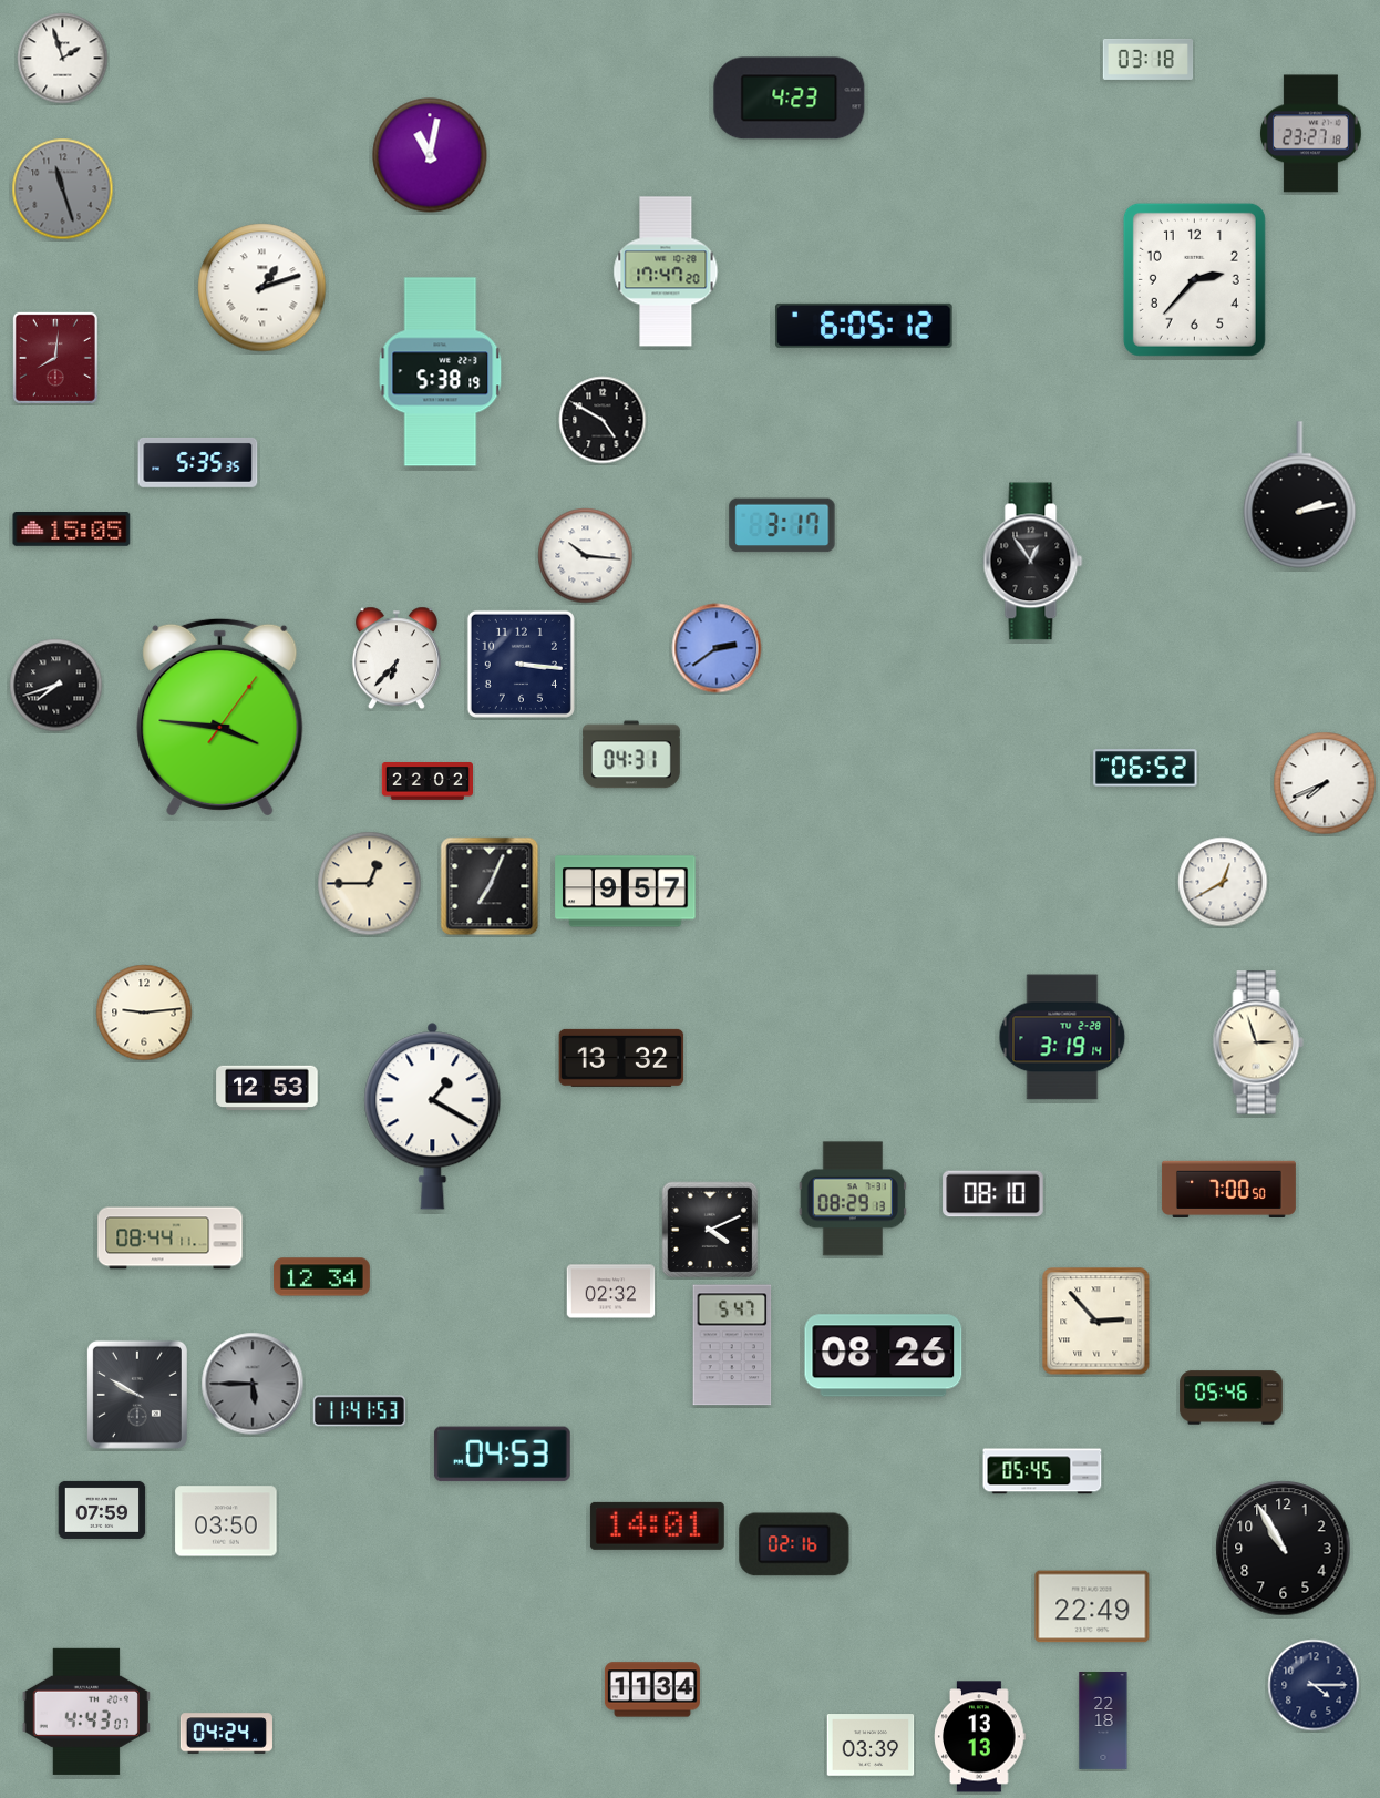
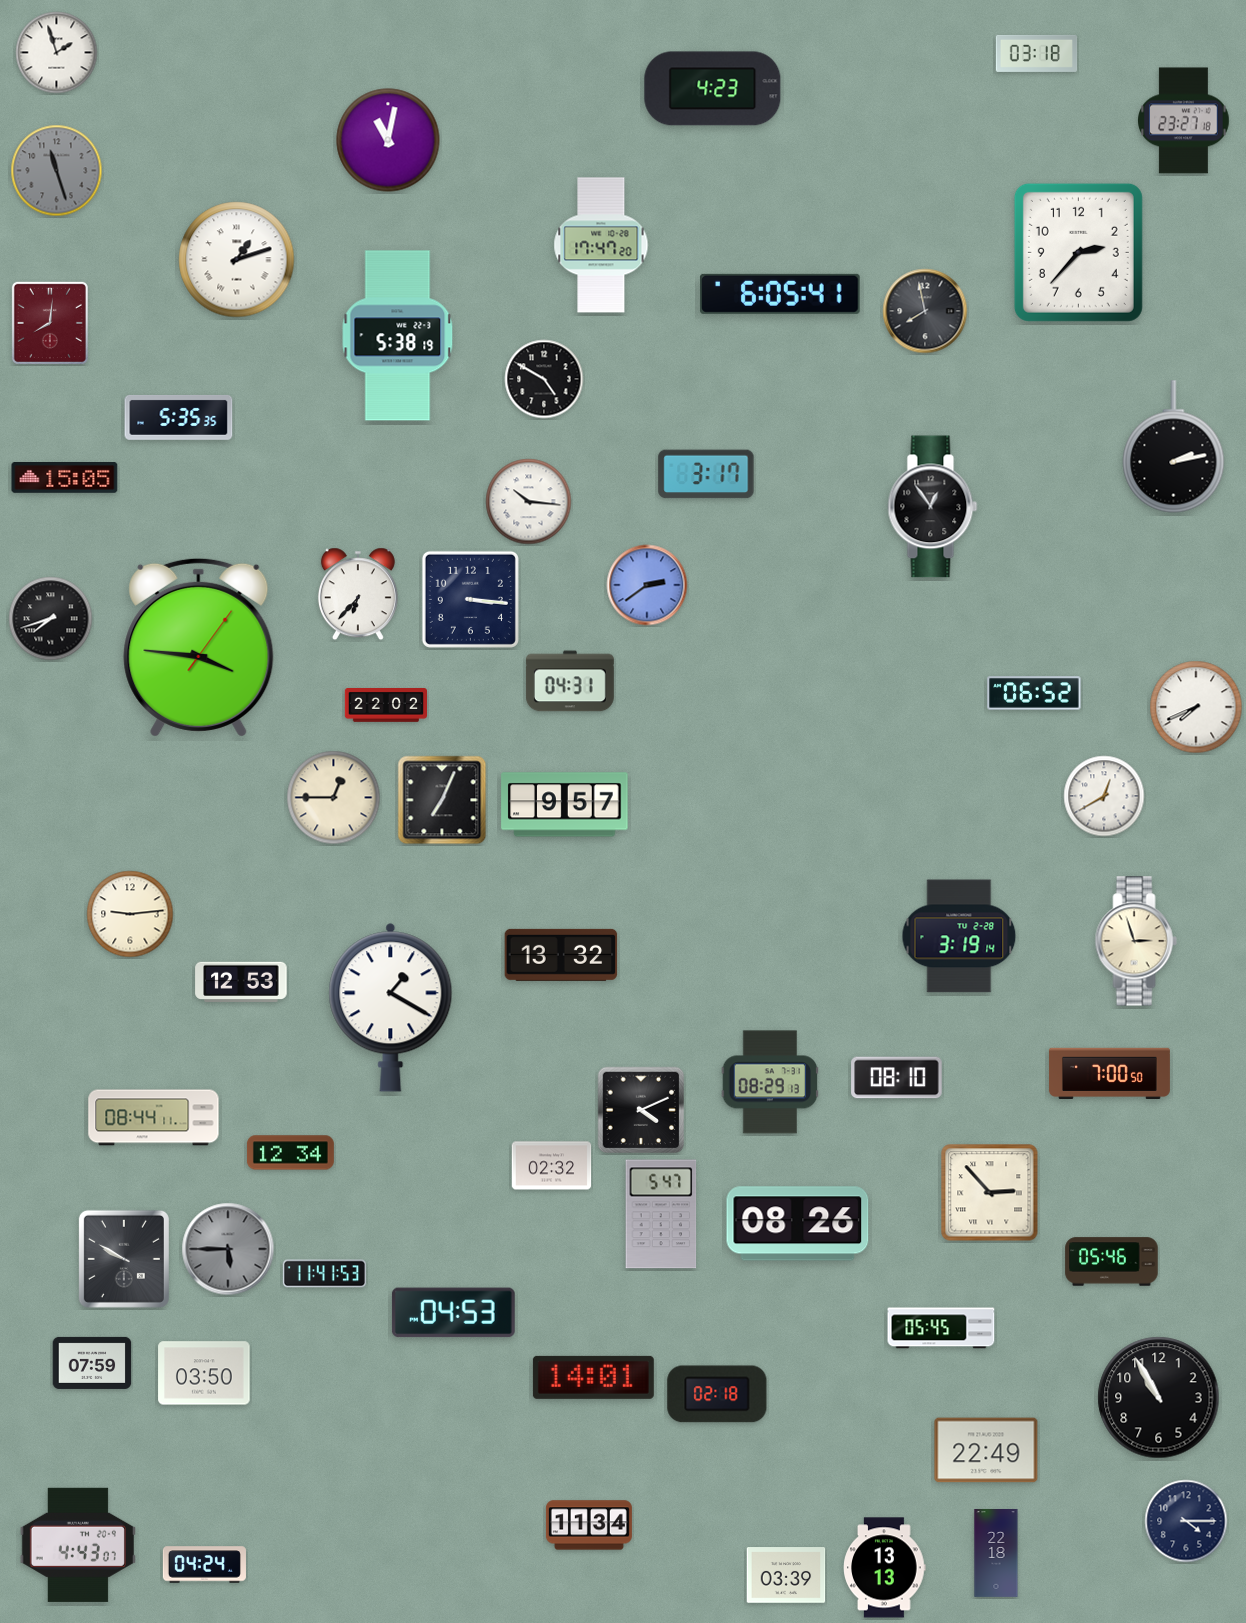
clock at (864, 326): 6:05:12 -> 6:05:41
clock at (925, 311): none -> 7:58
clock at (794, 1544): 02:16 -> 02:18
